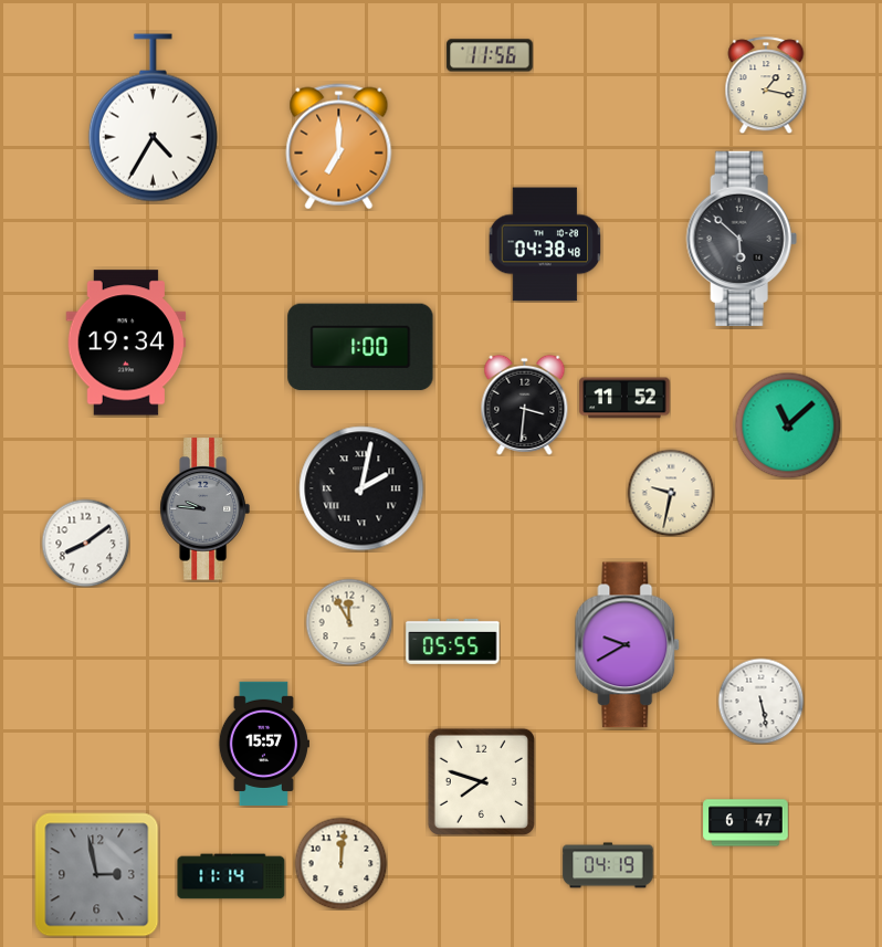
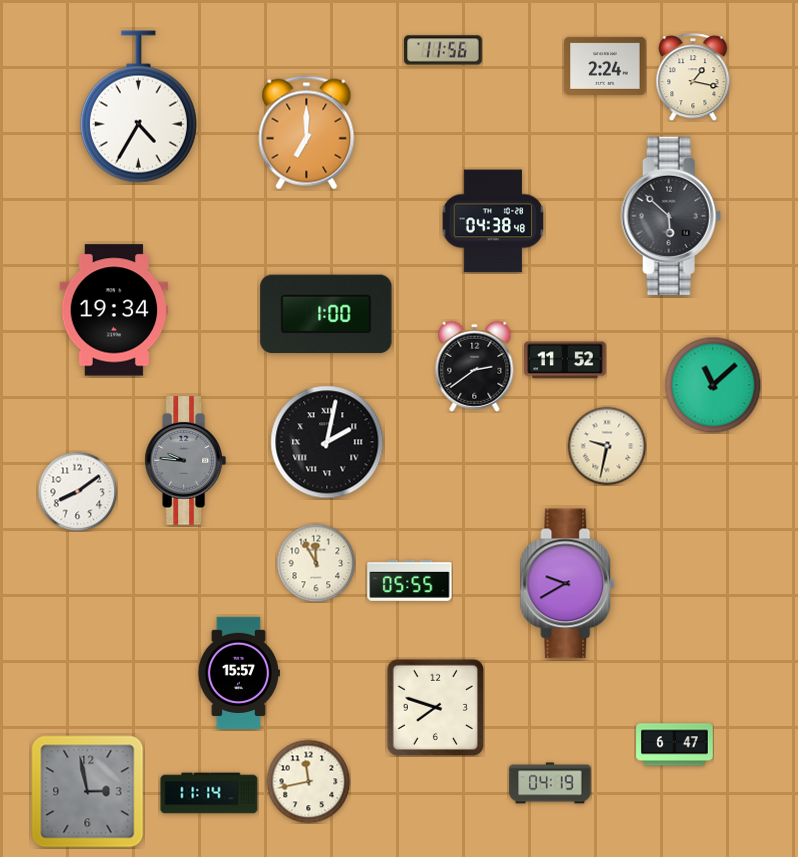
clock at (605, 66): none -> 2:24
clock at (525, 404): 3:31 -> 2:39
clock at (760, 701): 5:28 -> none
clock at (340, 863): 12:01 -> 11:43
